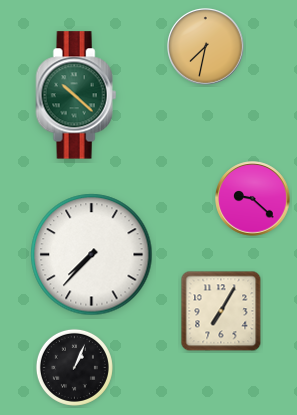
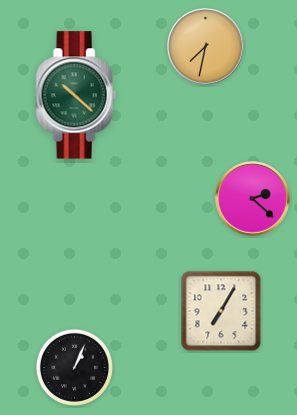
clock at (253, 199): 9:22 -> 2:22
clock at (92, 255): 7:37 -> none
